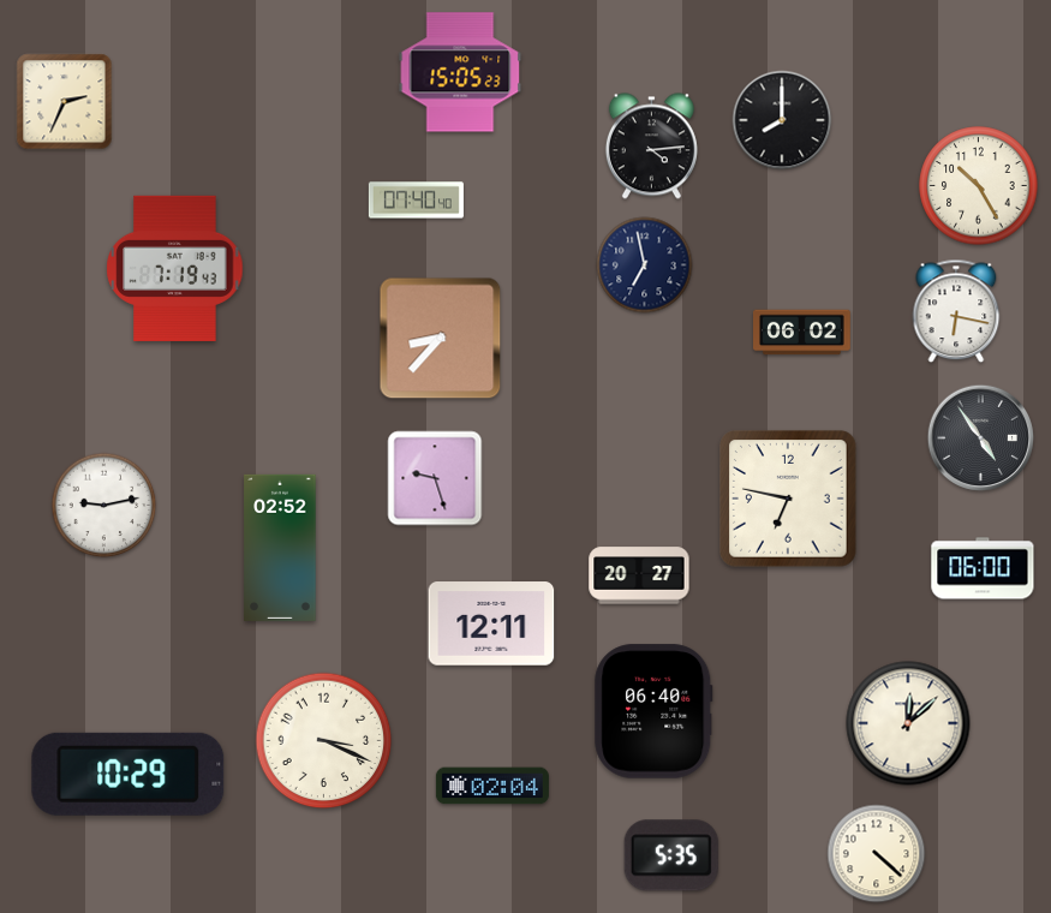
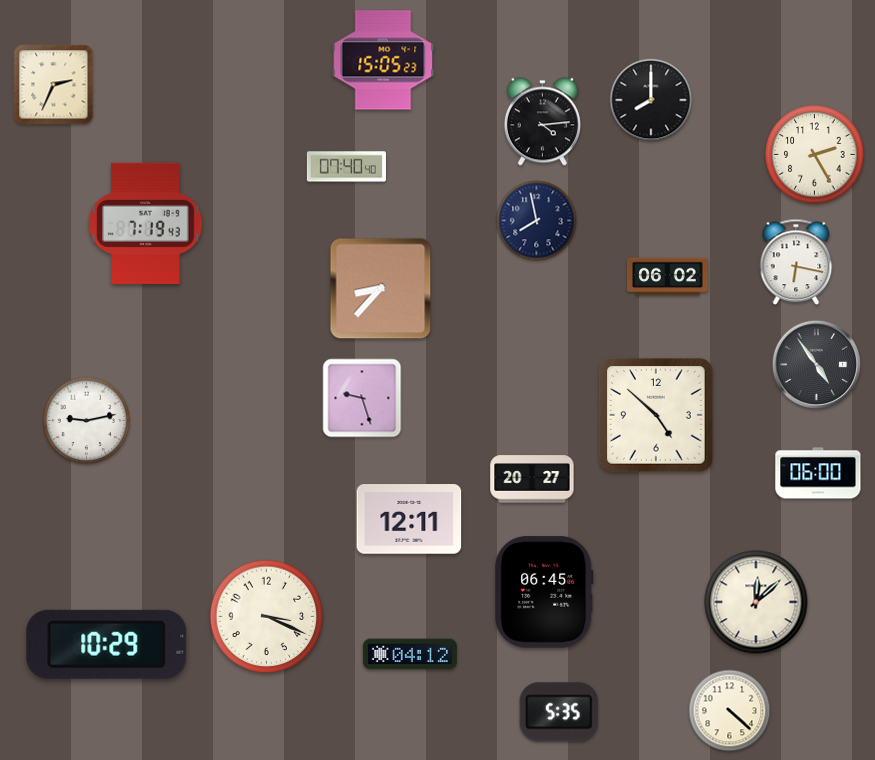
clock at (979, 186): 10:25 -> 2:25
clock at (645, 265): 6:58 -> 7:58
clock at (956, 311) position: (956, 311) -> (796, 262)
clock at (441, 339) position: (441, 339) -> (381, 289)
clock at (788, 499): 6:47 -> 4:52
clock at (280, 548): 02:52 -> none
clock at (653, 711): 06:40 -> 06:45
clock at (324, 741) position: (324, 741) -> (267, 617)
clock at (492, 786): 02:04 -> 04:12
